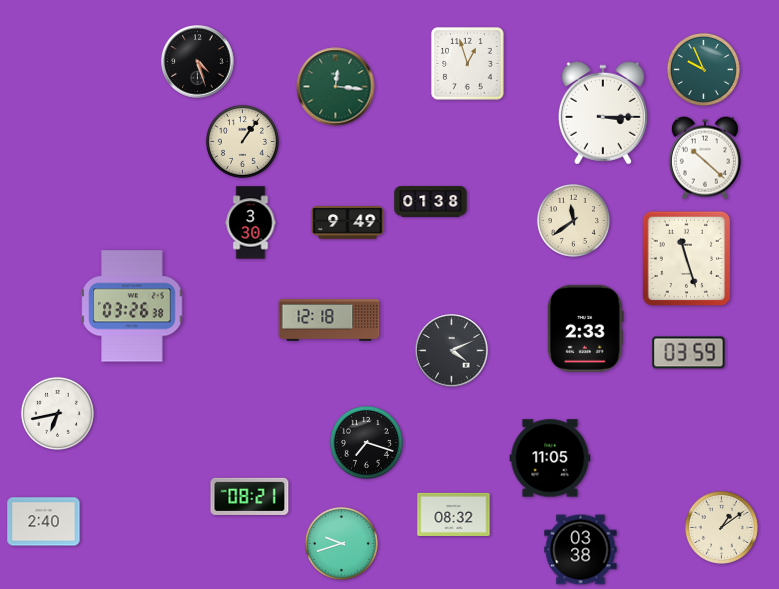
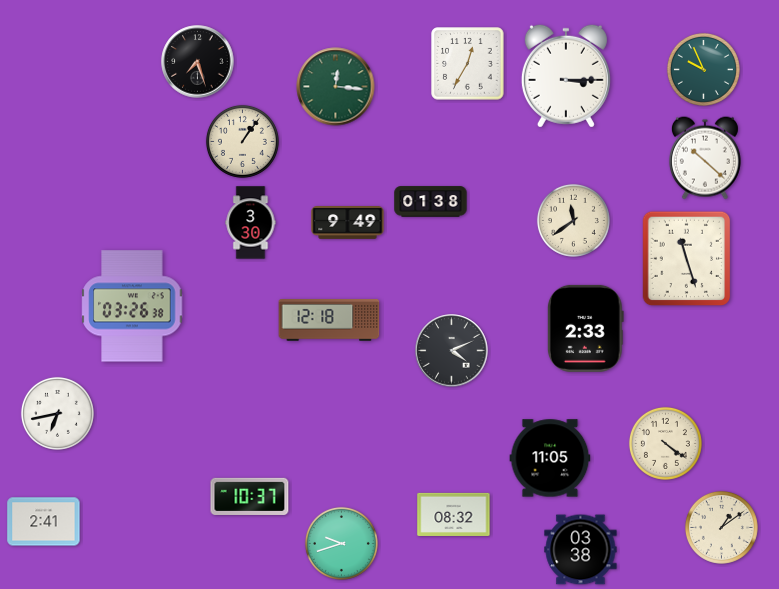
clock at (198, 62): 4:27 -> 7:27
clock at (468, 64): 12:57 -> 12:35
clock at (603, 113) position: (603, 113) -> (566, 76)
clock at (689, 353): 03:59 -> none
clock at (366, 442): 7:18 -> none
clock at (665, 443): none -> 4:21
clock at (250, 496): 08:21 -> 10:37
clock at (44, 522): 2:40 -> 2:41
